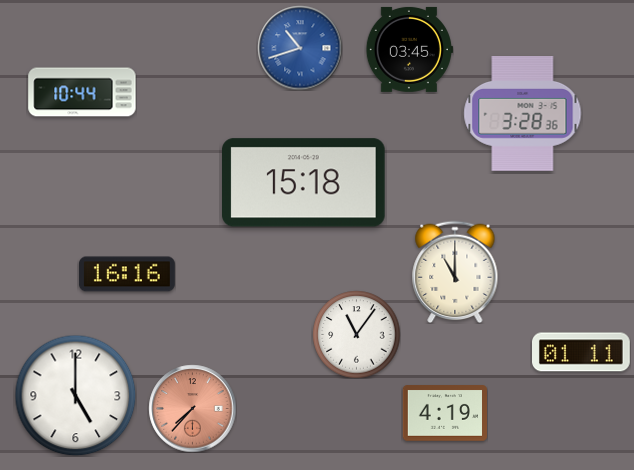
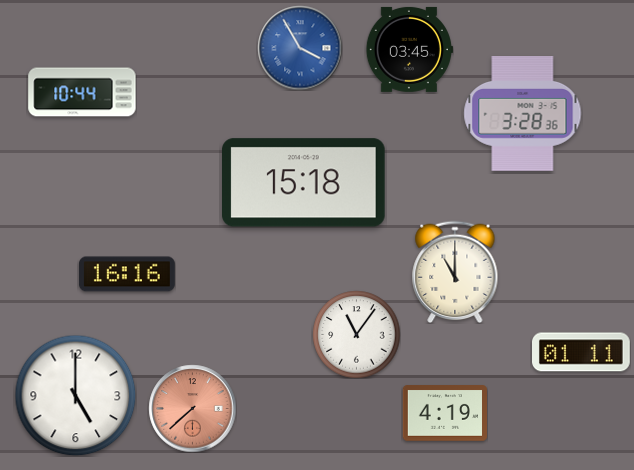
clock at (300, 48): 10:42 -> 3:55
clock at (192, 408): 7:37 -> 7:38
